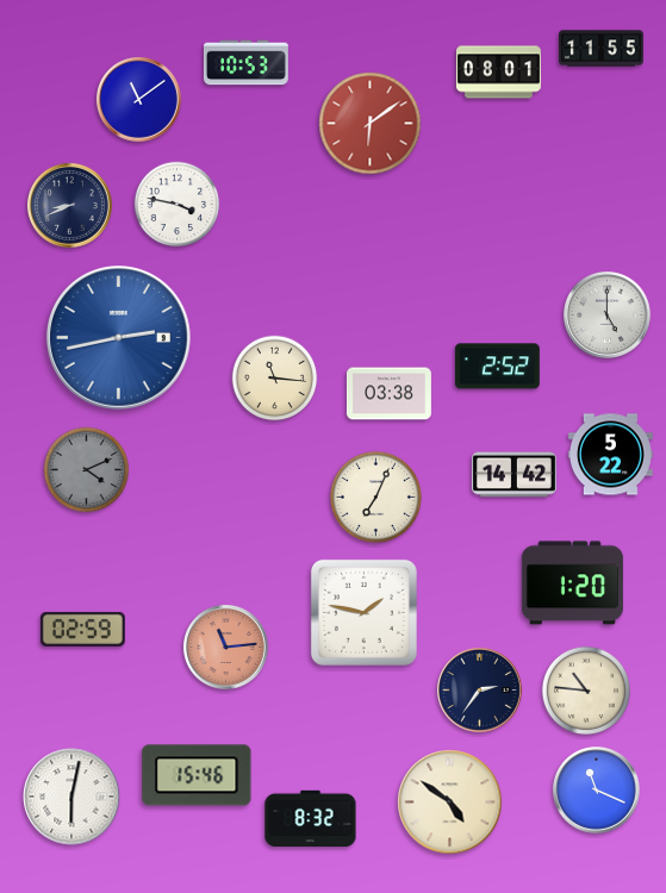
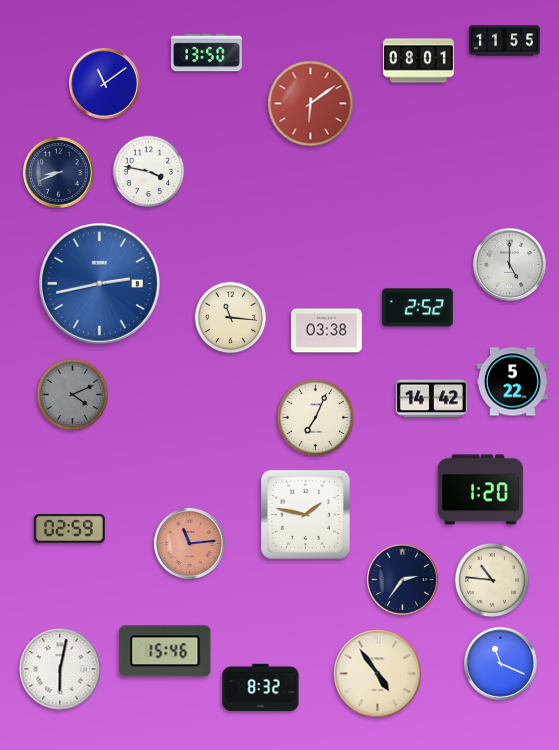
clock at (245, 63): 10:53 -> 13:50
clock at (138, 99) position: (138, 99) -> (104, 83)
clock at (450, 803): 4:51 -> 4:54
